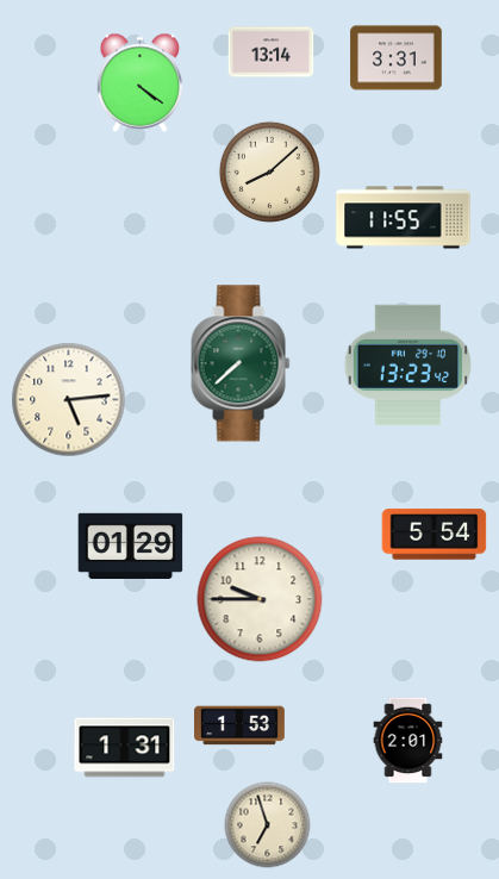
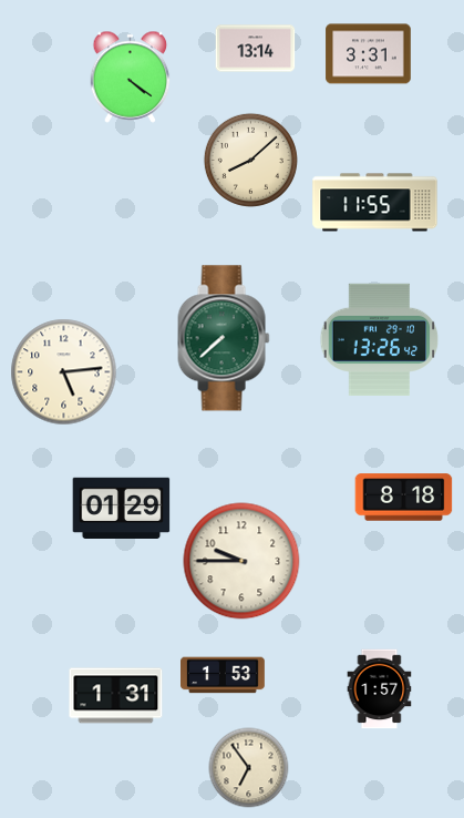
clock at (272, 52) position: (272, 52) -> (256, 49)
clock at (408, 364): 13:23 -> 13:26
clock at (435, 535): 5:54 -> 8:18
clock at (260, 599) position: (260, 599) -> (241, 561)
clock at (408, 741): 2:01 -> 1:57
clock at (268, 825): 6:57 -> 6:54
